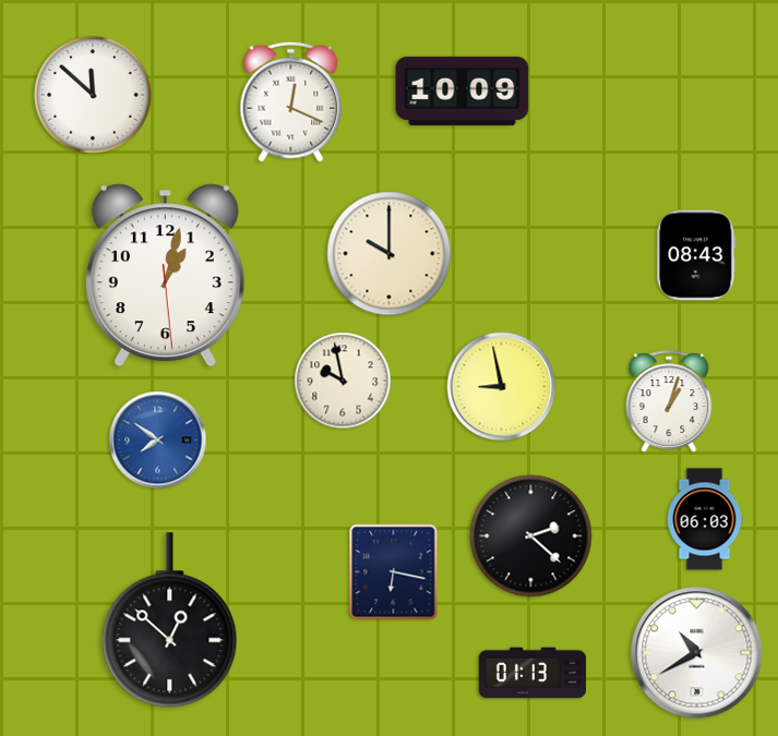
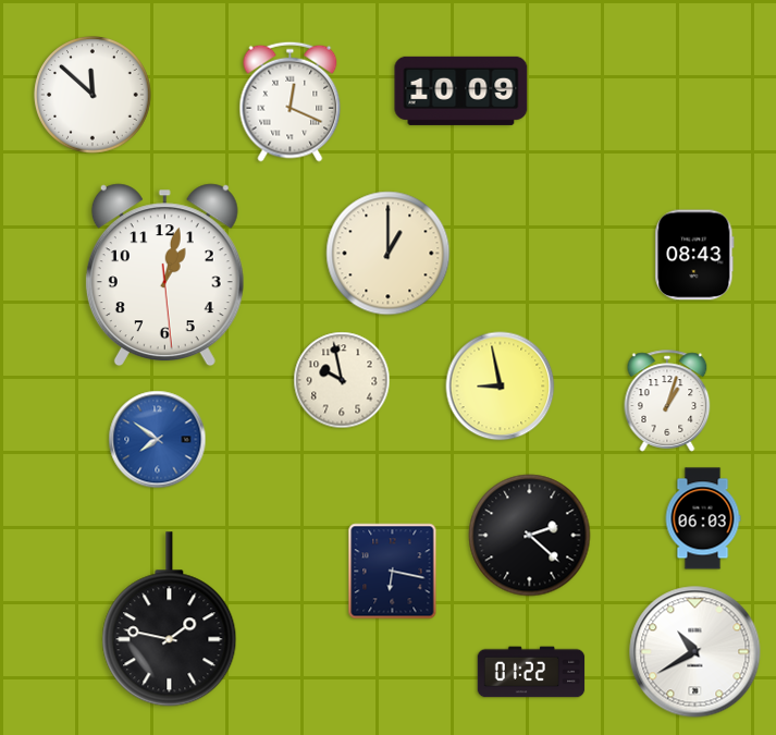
clock at (390, 254): 10:00 -> 1:00
clock at (170, 620): 12:52 -> 1:47
clock at (532, 673): 01:13 -> 01:22
